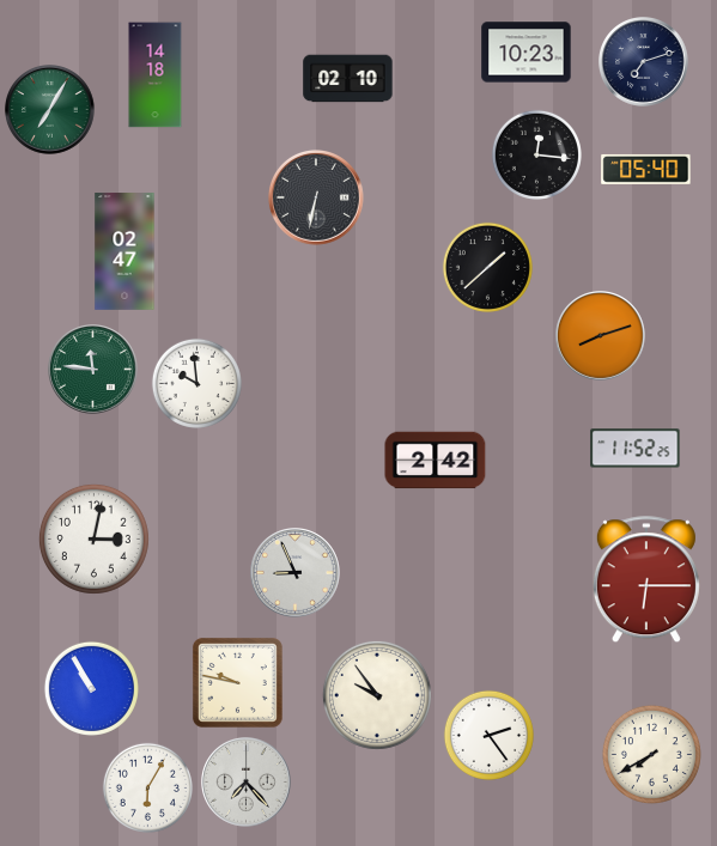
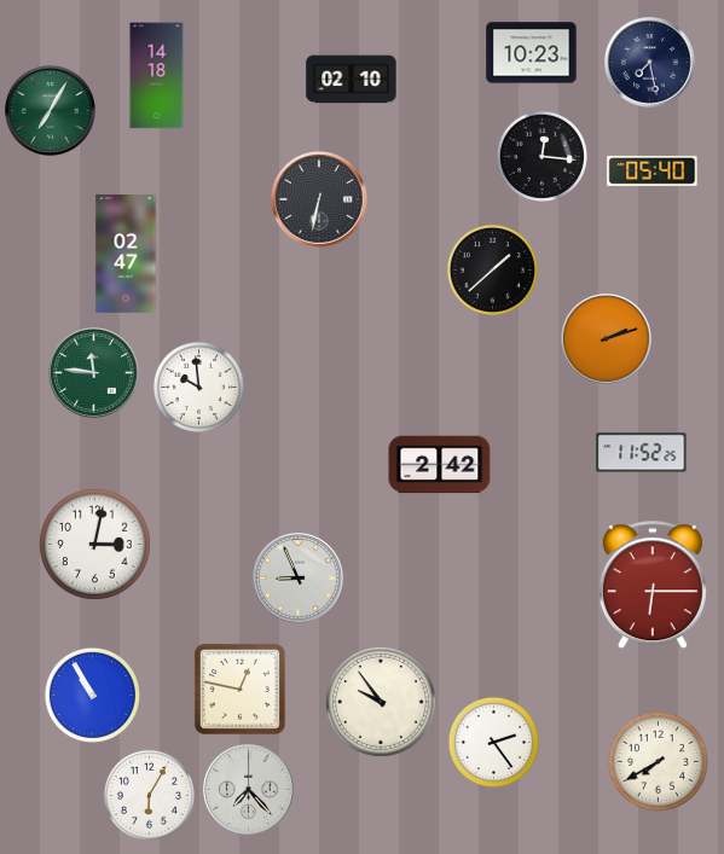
clock at (644, 62): 7:12 -> 7:28
clock at (601, 336): 8:12 -> 2:12
clock at (237, 682): 9:47 -> 12:47
